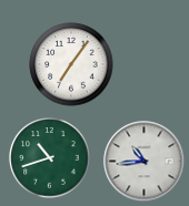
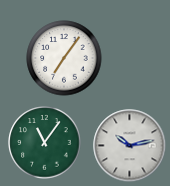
clock at (50, 158): 10:42 -> 11:06
clock at (145, 162): 10:44 -> 10:13
